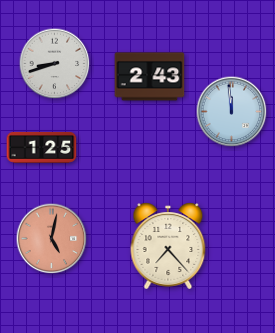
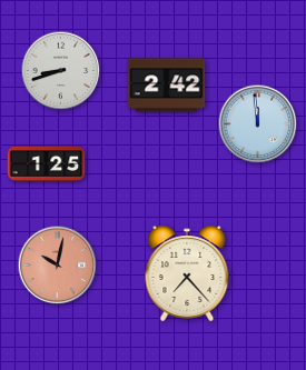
clock at (150, 77): 2:43 -> 2:42
clock at (52, 239): 5:02 -> 10:02
